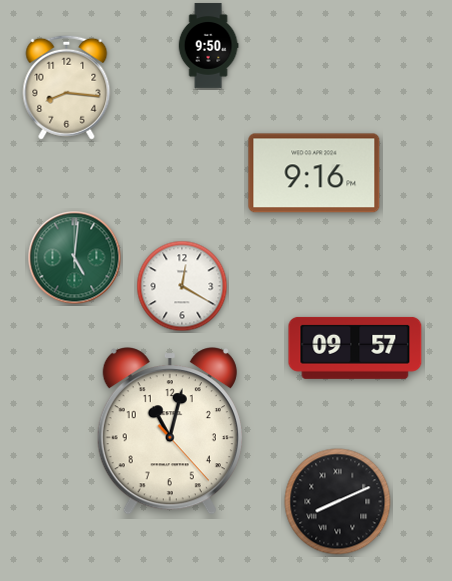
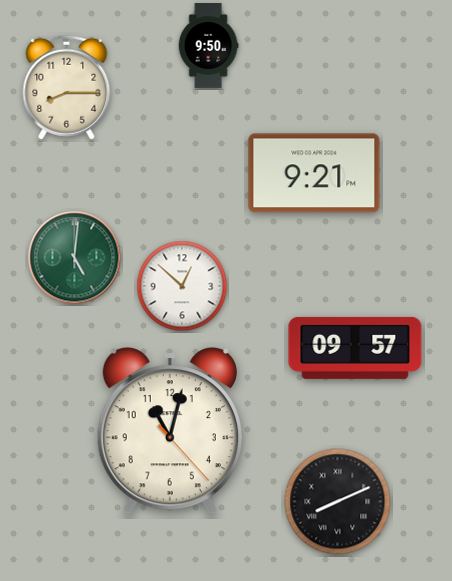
clock at (67, 87): 8:16 -> 8:15
clock at (314, 173): 9:16 -> 9:21
clock at (182, 286): 12:20 -> 12:52
